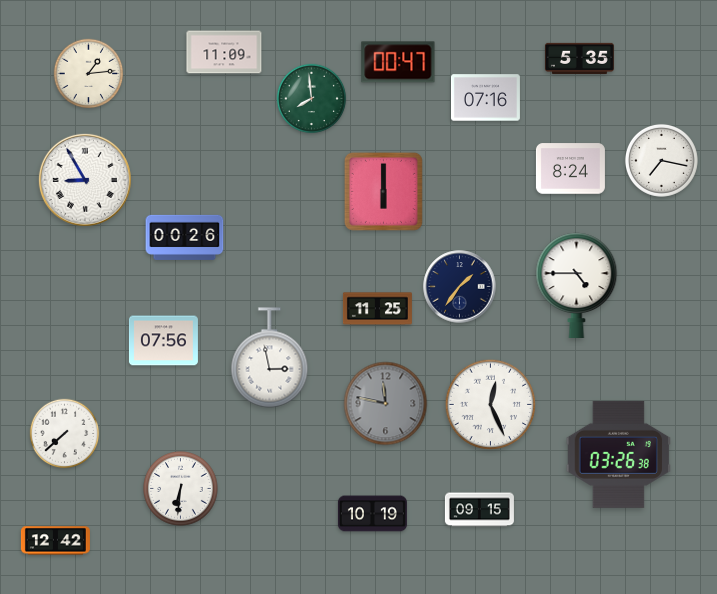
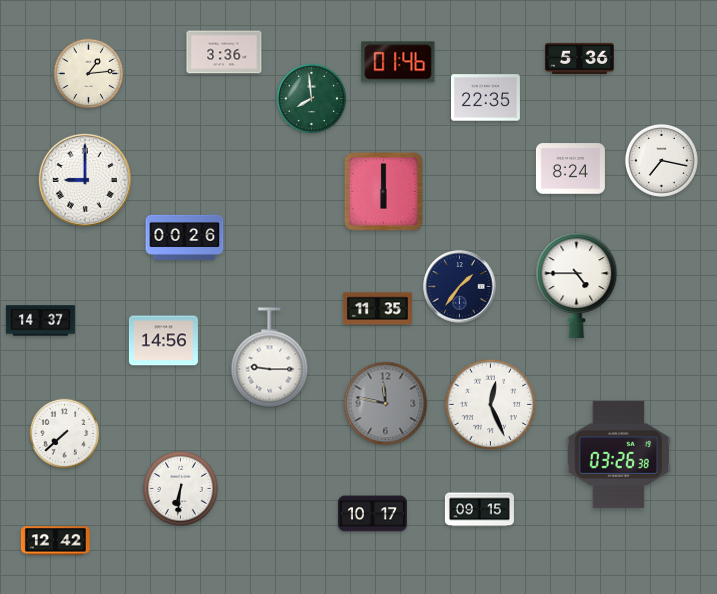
clock at (224, 52): 11:09 -> 3:36
clock at (579, 58): 5:35 -> 5:36
clock at (398, 62): 00:47 -> 01:46
clock at (485, 98): 07:16 -> 22:35
clock at (85, 180): 8:55 -> 9:00
clock at (377, 309): 11:25 -> 11:35
clock at (40, 321): none -> 14:37
clock at (163, 341): 07:56 -> 14:56
clock at (270, 358): 2:58 -> 9:15
clock at (372, 514): 10:19 -> 10:17
